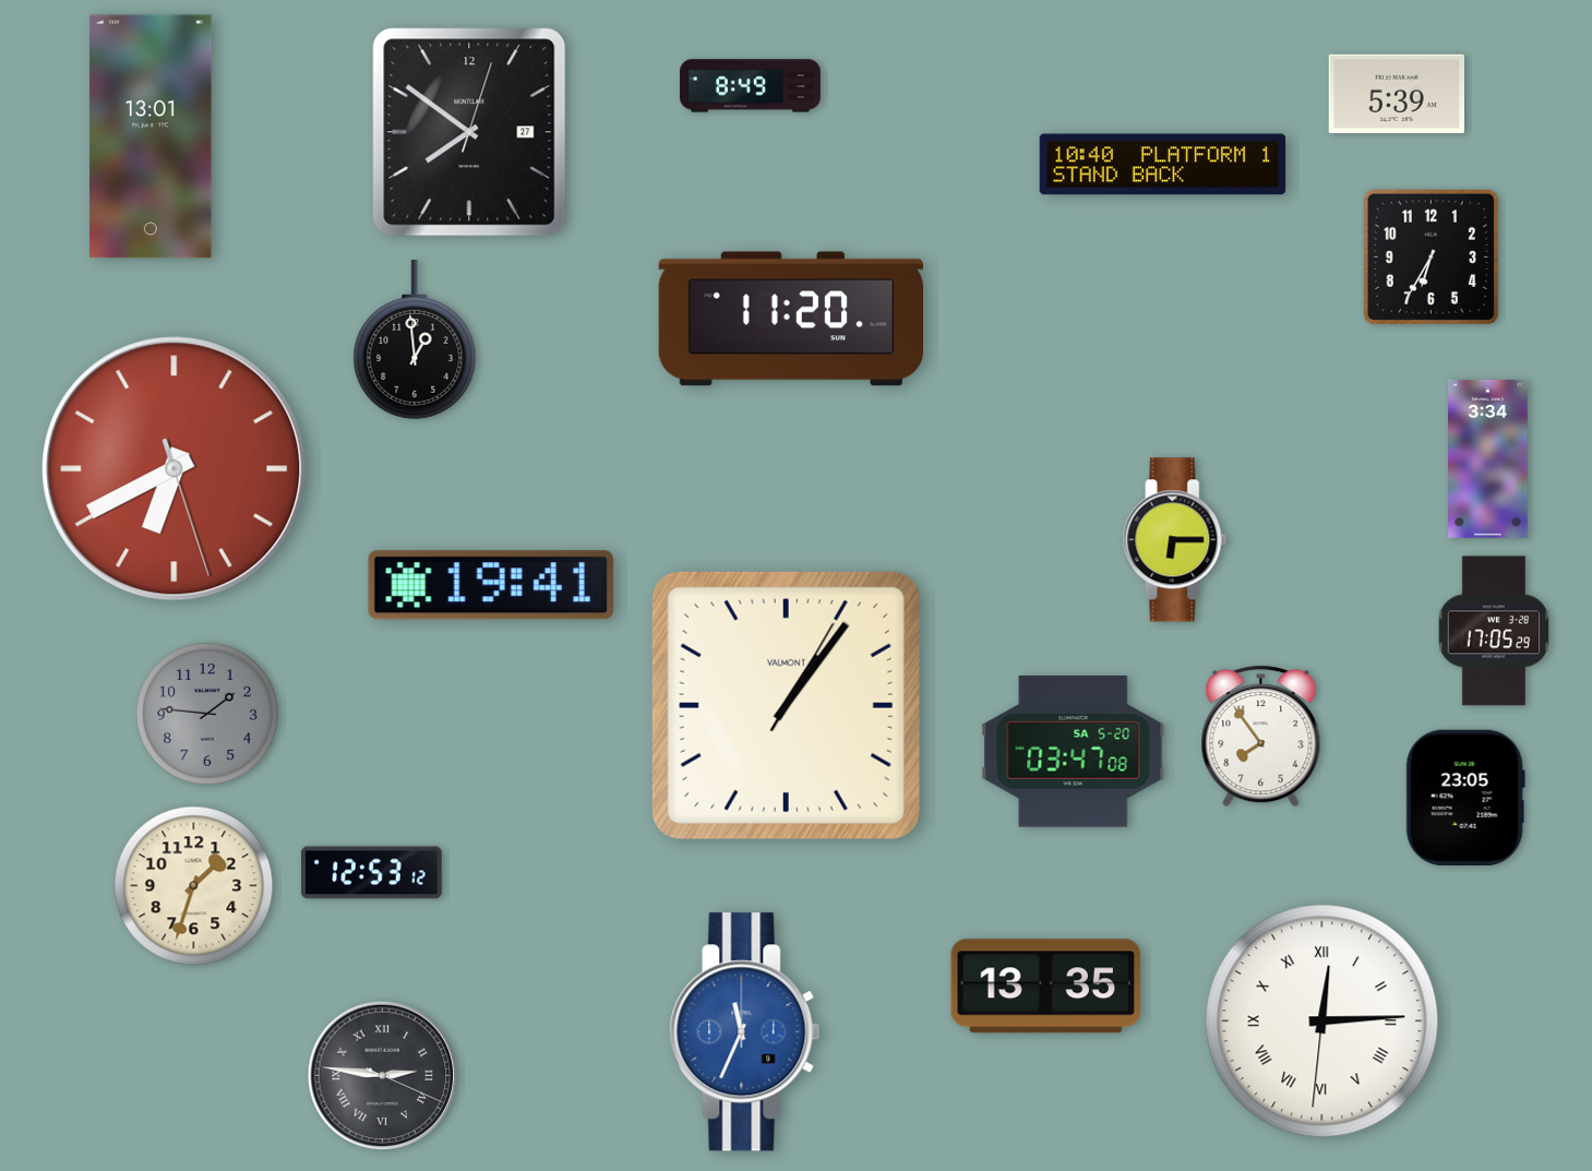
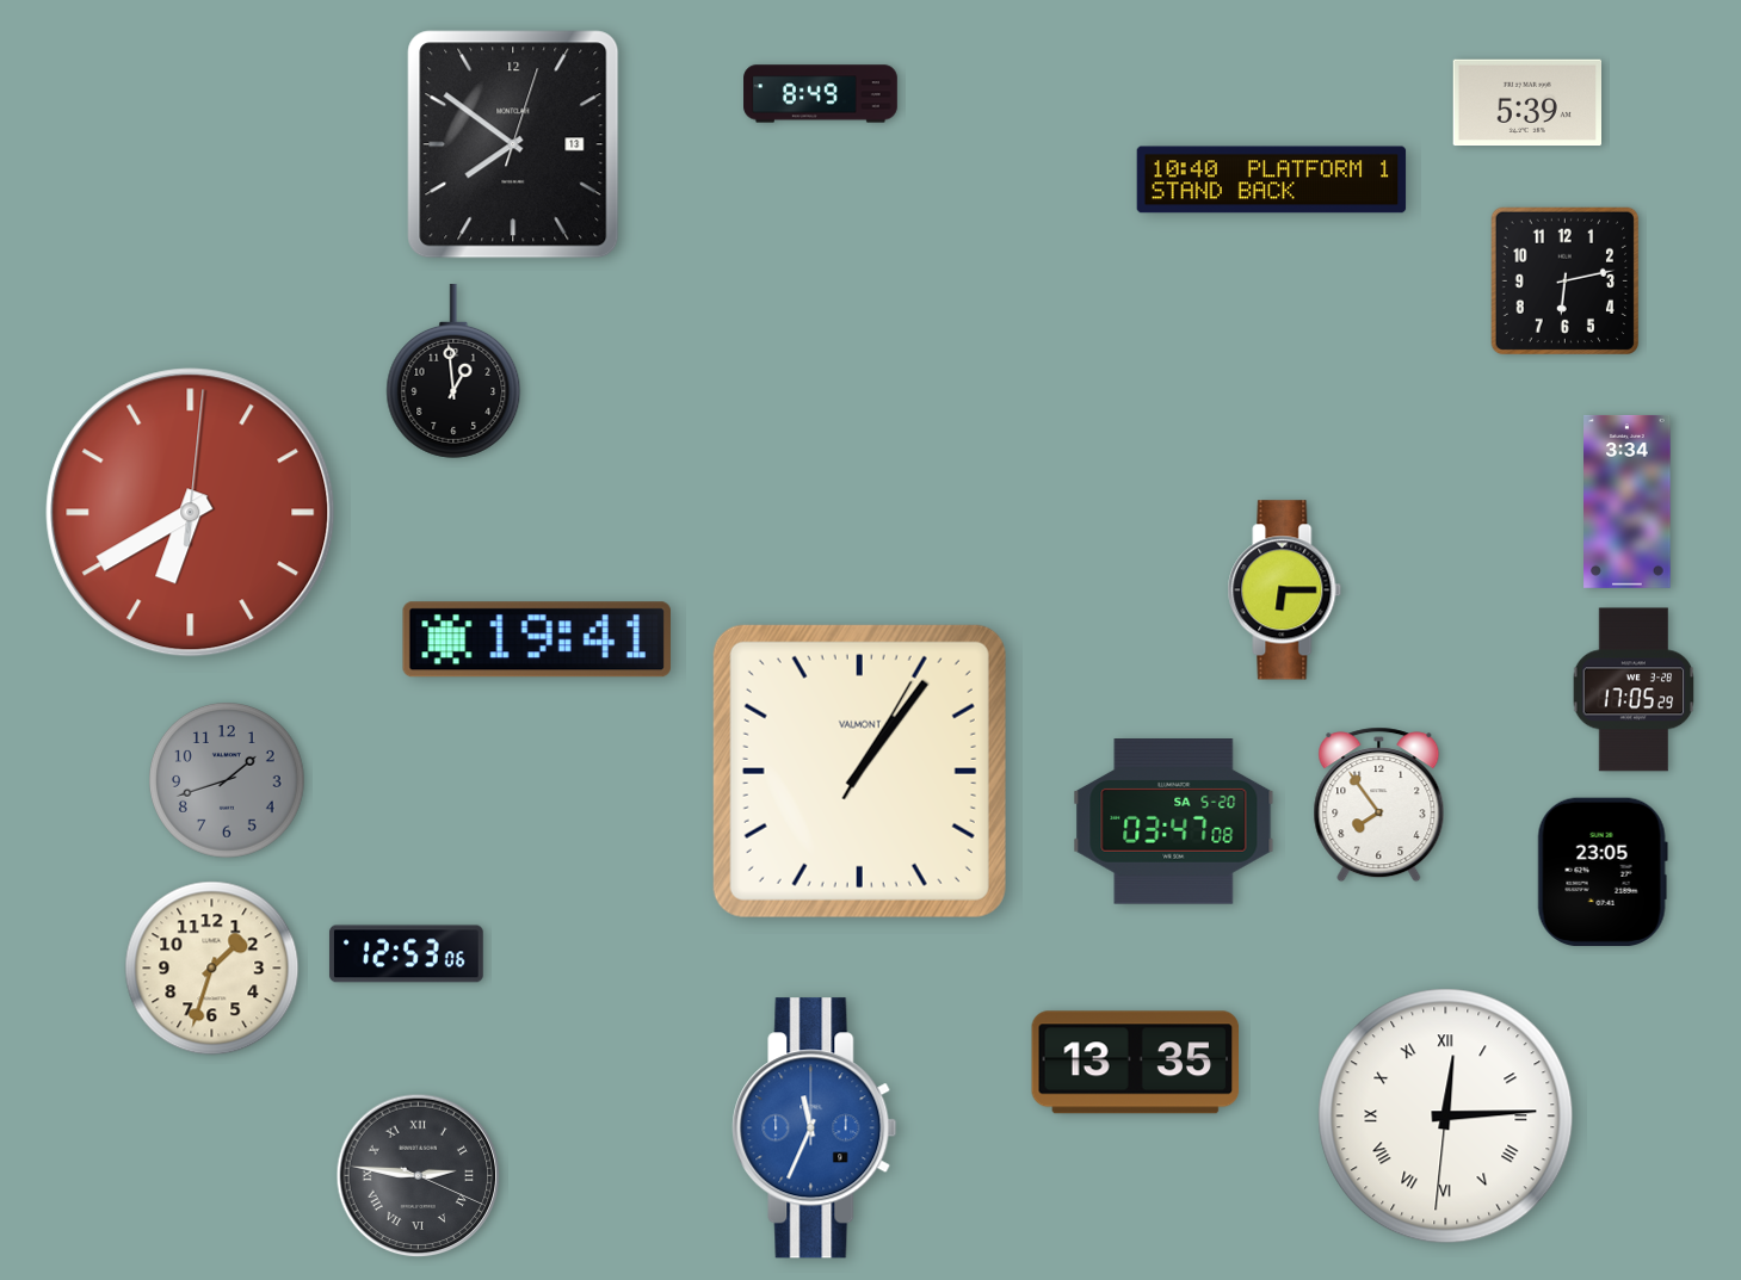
clock at (469, 132) date: 27 -> 13
clock at (151, 136): 13:01 -> none
clock at (1431, 256): 6:35 -> 6:13
clock at (791, 319): 11:20 -> none
clock at (175, 469): 6:40:27 -> 6:40:01
clock at (208, 715): 1:46 -> 1:42
clock at (371, 873): 12:53:12 -> 12:53:06
clock at (1046, 987) position: (1046, 987) -> (1136, 1063)
